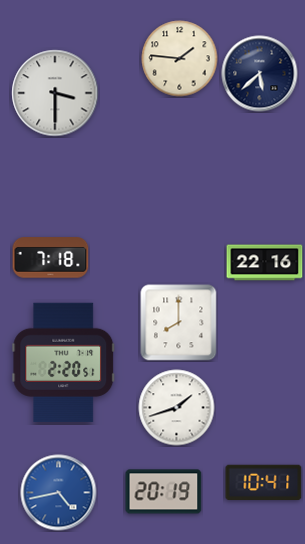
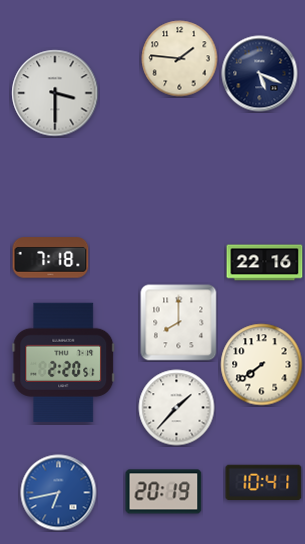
clock at (260, 74): 5:38 -> 5:19
clock at (262, 365): none -> 7:39
clock at (177, 408): 1:42 -> 1:37
clock at (59, 493): 4:43 -> 6:43
